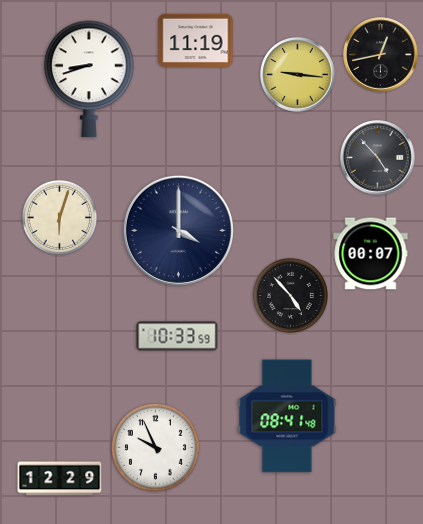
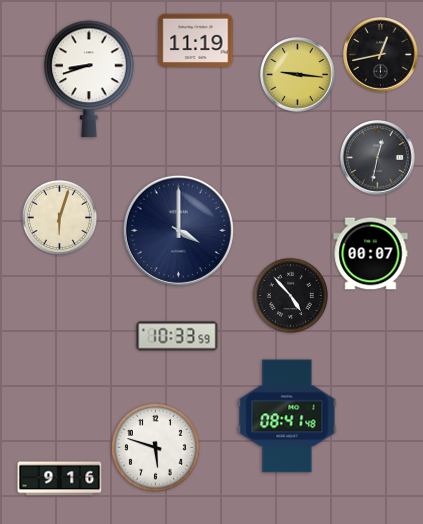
clock at (378, 158): 4:53 -> 12:32
clock at (155, 447): 9:56 -> 5:48
clock at (60, 479): 12:29 -> 9:16
